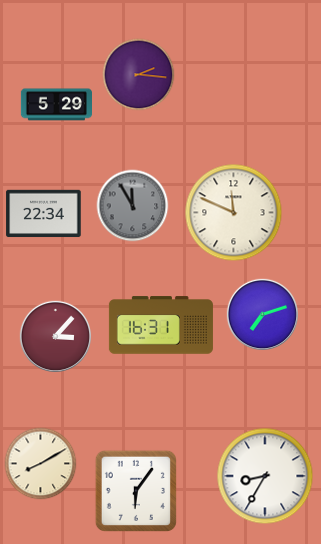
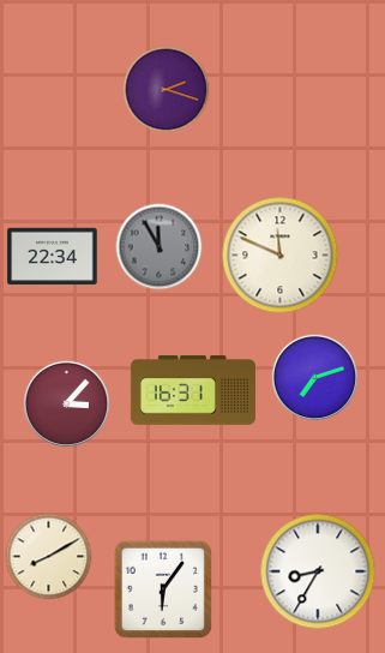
clock at (139, 75): 2:16 -> 2:18
clock at (56, 105): 5:29 -> none
